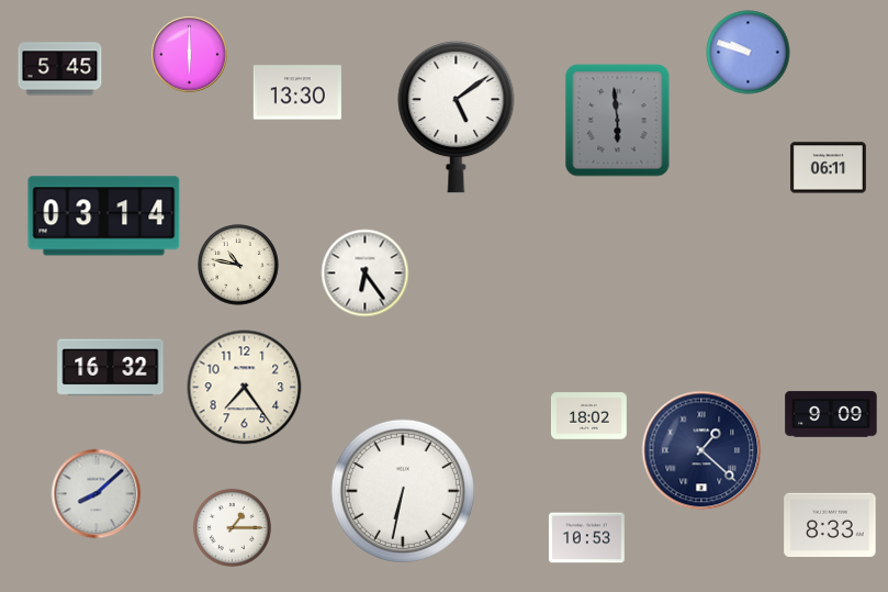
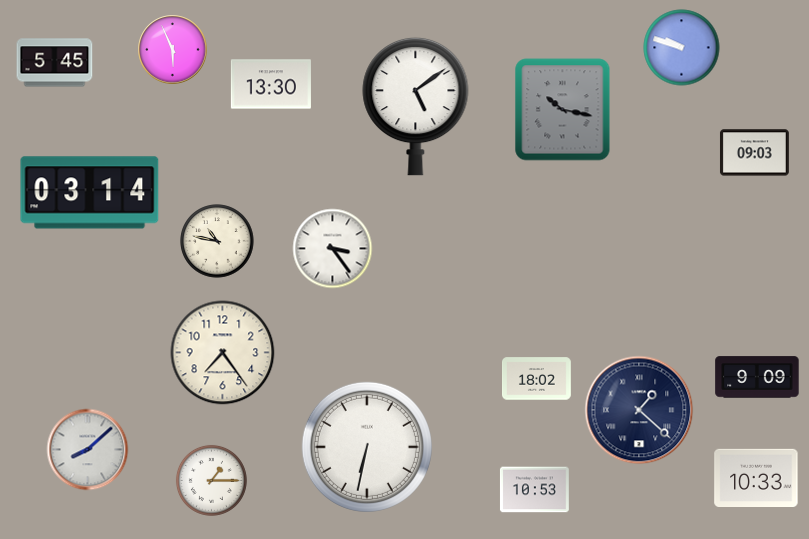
clock at (190, 55): 6:00 -> 5:56
clock at (618, 121): 5:59 -> 10:17
clock at (828, 168): 06:11 -> 09:03
clock at (104, 216) position: (104, 216) -> (90, 193)
clock at (366, 273): 6:24 -> 3:24
clock at (111, 368): 16:32 -> none
clock at (830, 524): 8:33 -> 10:33
